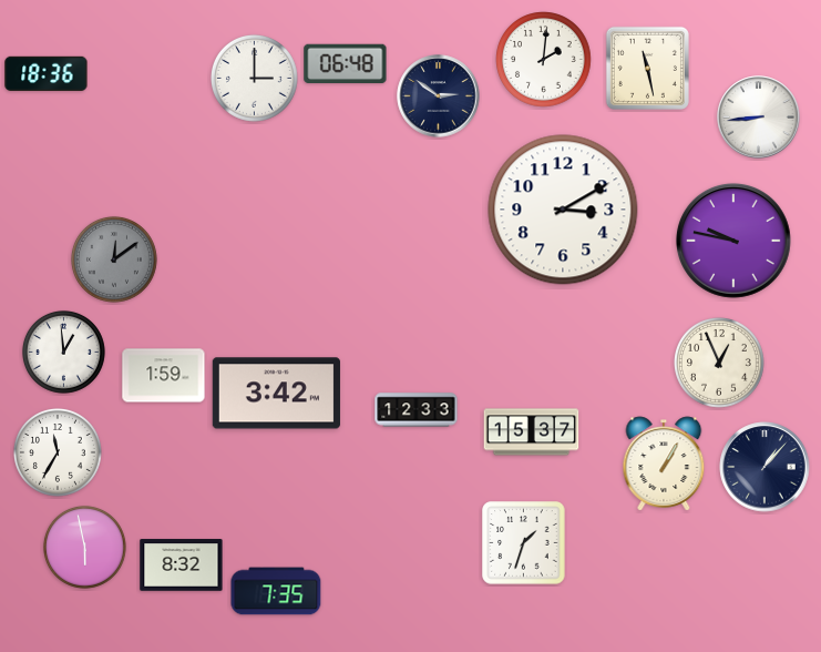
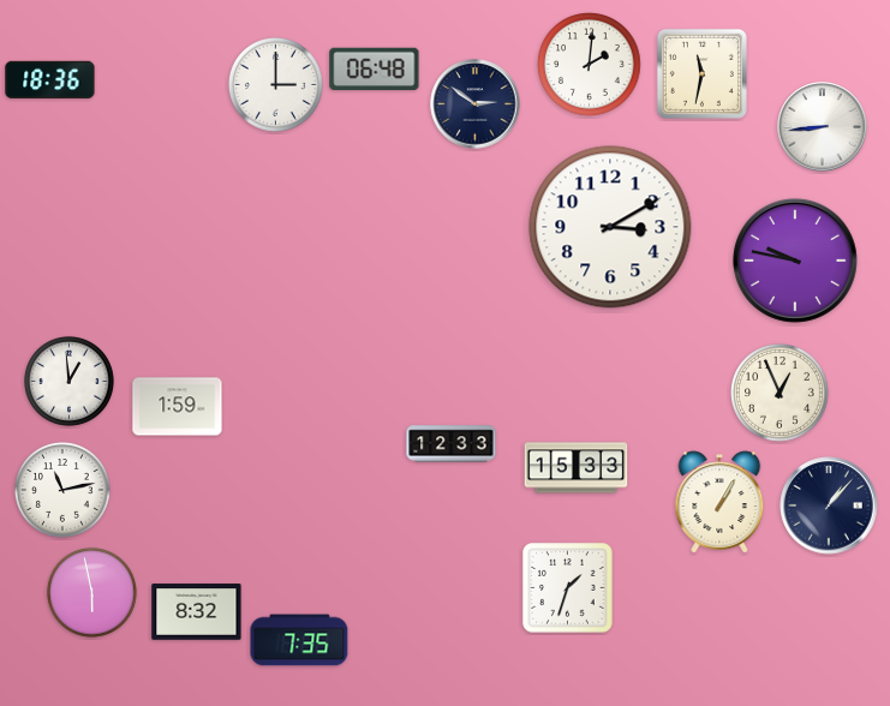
clock at (647, 68): 11:28 -> 11:32
clock at (114, 259): 12:09 -> none
clock at (276, 394): 3:42 -> none
clock at (532, 432): 15:37 -> 15:33
clock at (59, 454): 11:35 -> 11:13
